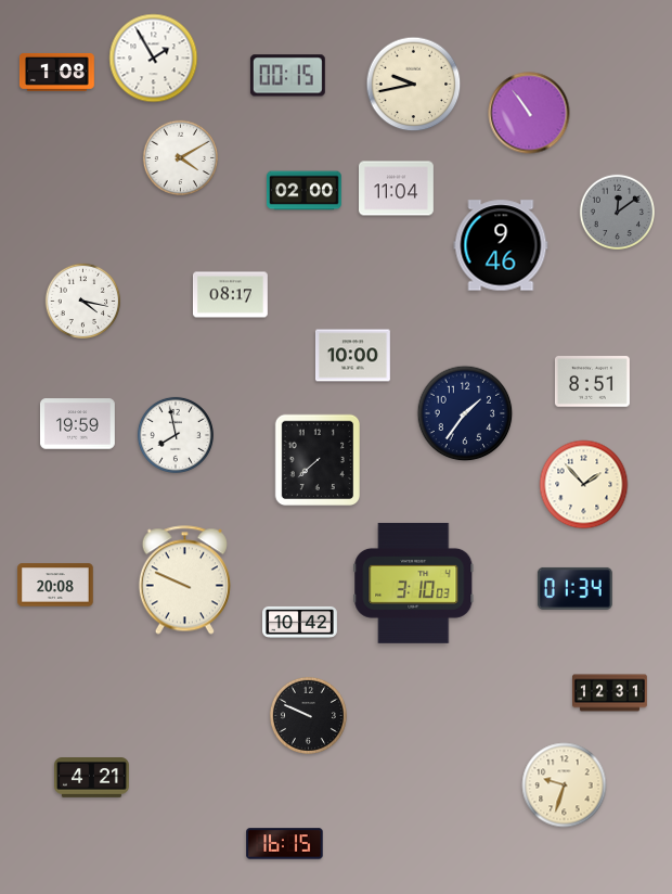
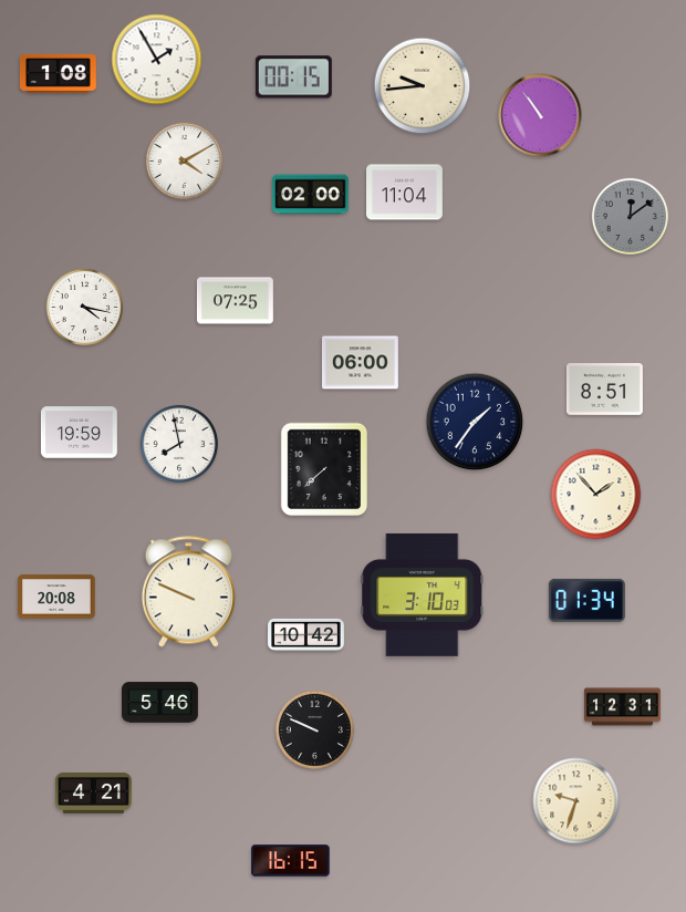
clock at (414, 85): 9:43 -> 9:44
clock at (501, 245): 9:46 -> none
clock at (231, 295): 08:17 -> 07:25
clock at (352, 356): 10:00 -> 06:00
clock at (160, 703): none -> 5:46
